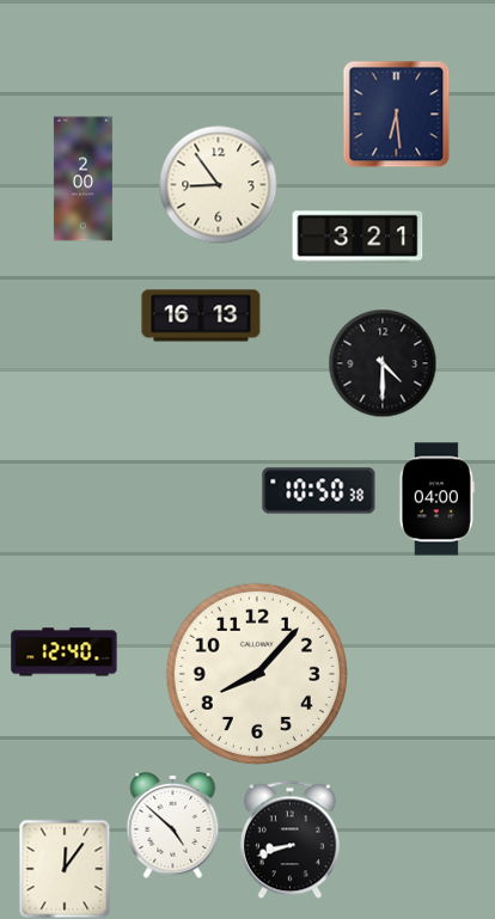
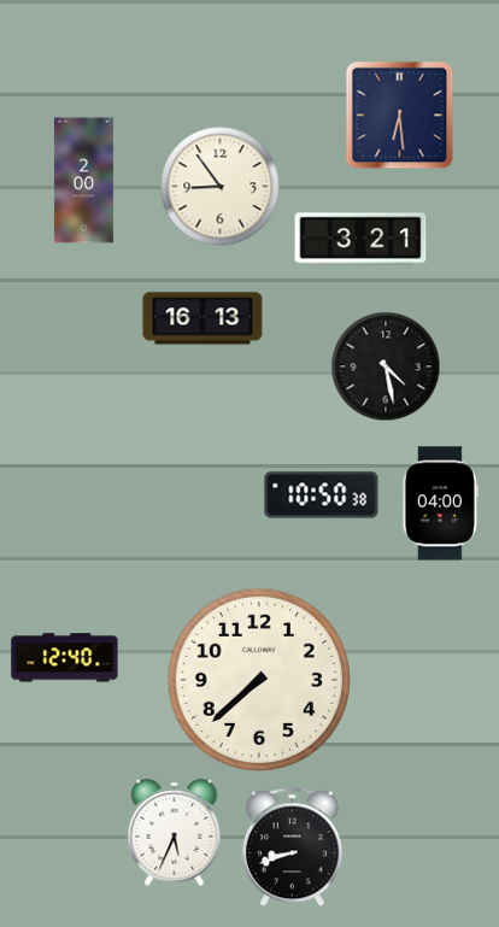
clock at (383, 363): 4:30 -> 4:28
clock at (257, 674): 8:07 -> 7:38
clock at (173, 825): 4:52 -> 5:34
clock at (65, 869): 12:06 -> none
